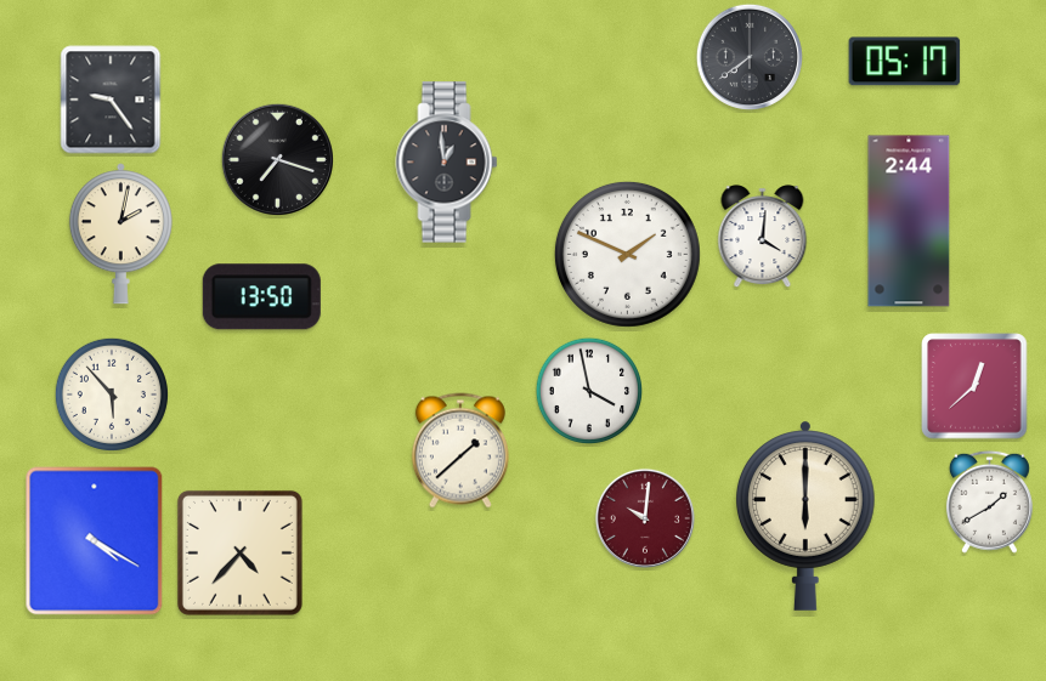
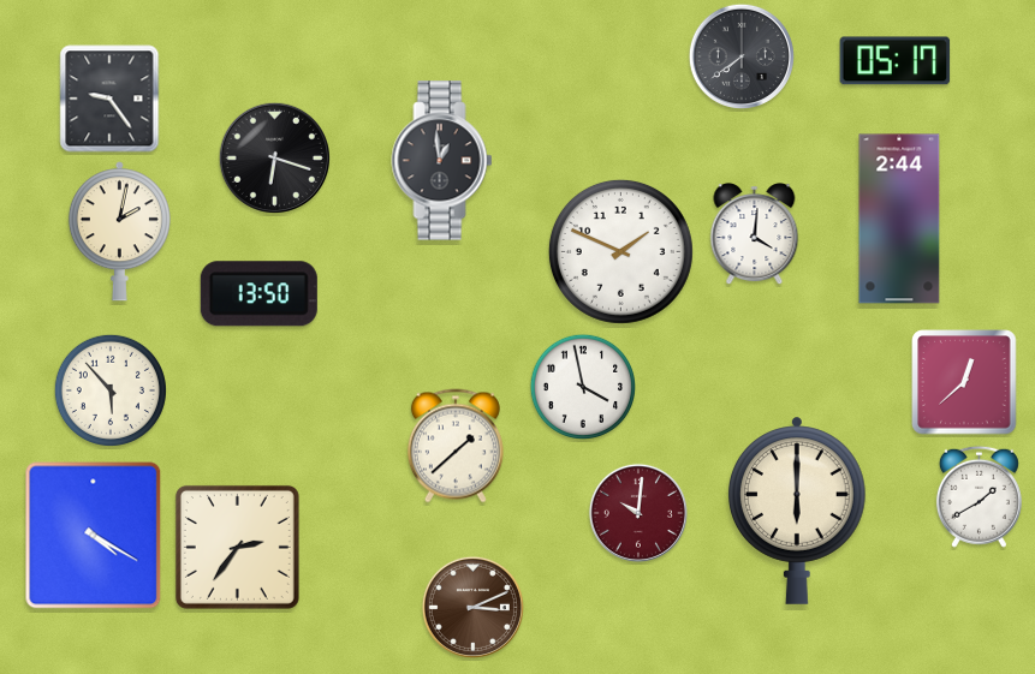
clock at (277, 159): 7:18 -> 6:18
clock at (239, 552): 4:37 -> 2:36
clock at (472, 607): none -> 3:11
